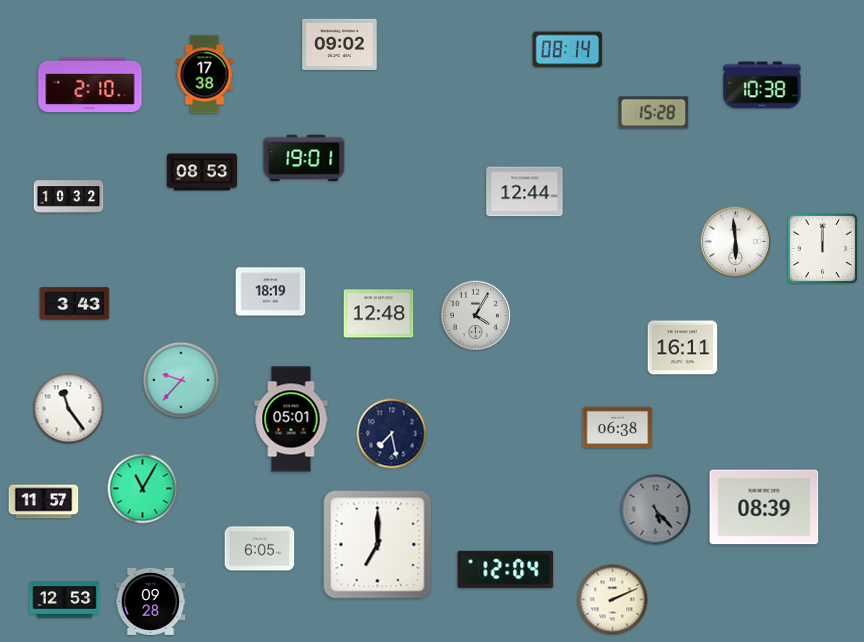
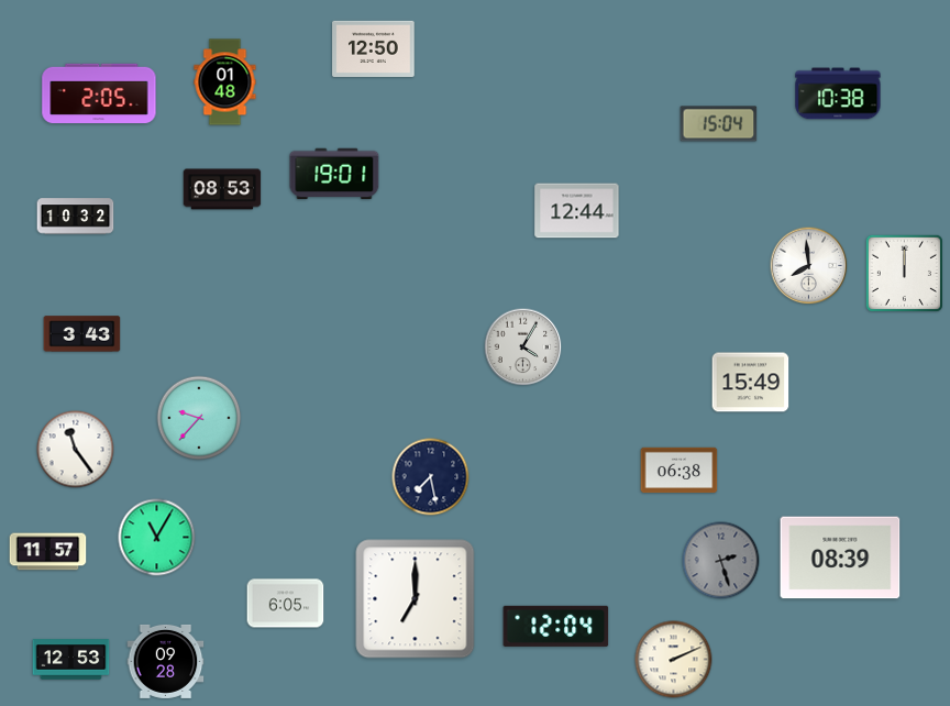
clock at (340, 44): 09:02 -> 12:50
clock at (568, 50): 08:14 -> none
clock at (205, 75): 17:38 -> 01:48
clock at (90, 85): 2:10 -> 2:05
clock at (654, 113): 15:28 -> 15:04
clock at (736, 242): 5:59 -> 7:59
clock at (271, 292): 18:19 -> none
clock at (379, 314): 12:48 -> none
clock at (683, 348): 16:11 -> 15:49
clock at (291, 419): 05:01 -> none
clock at (656, 510): 5:23 -> 2:27
